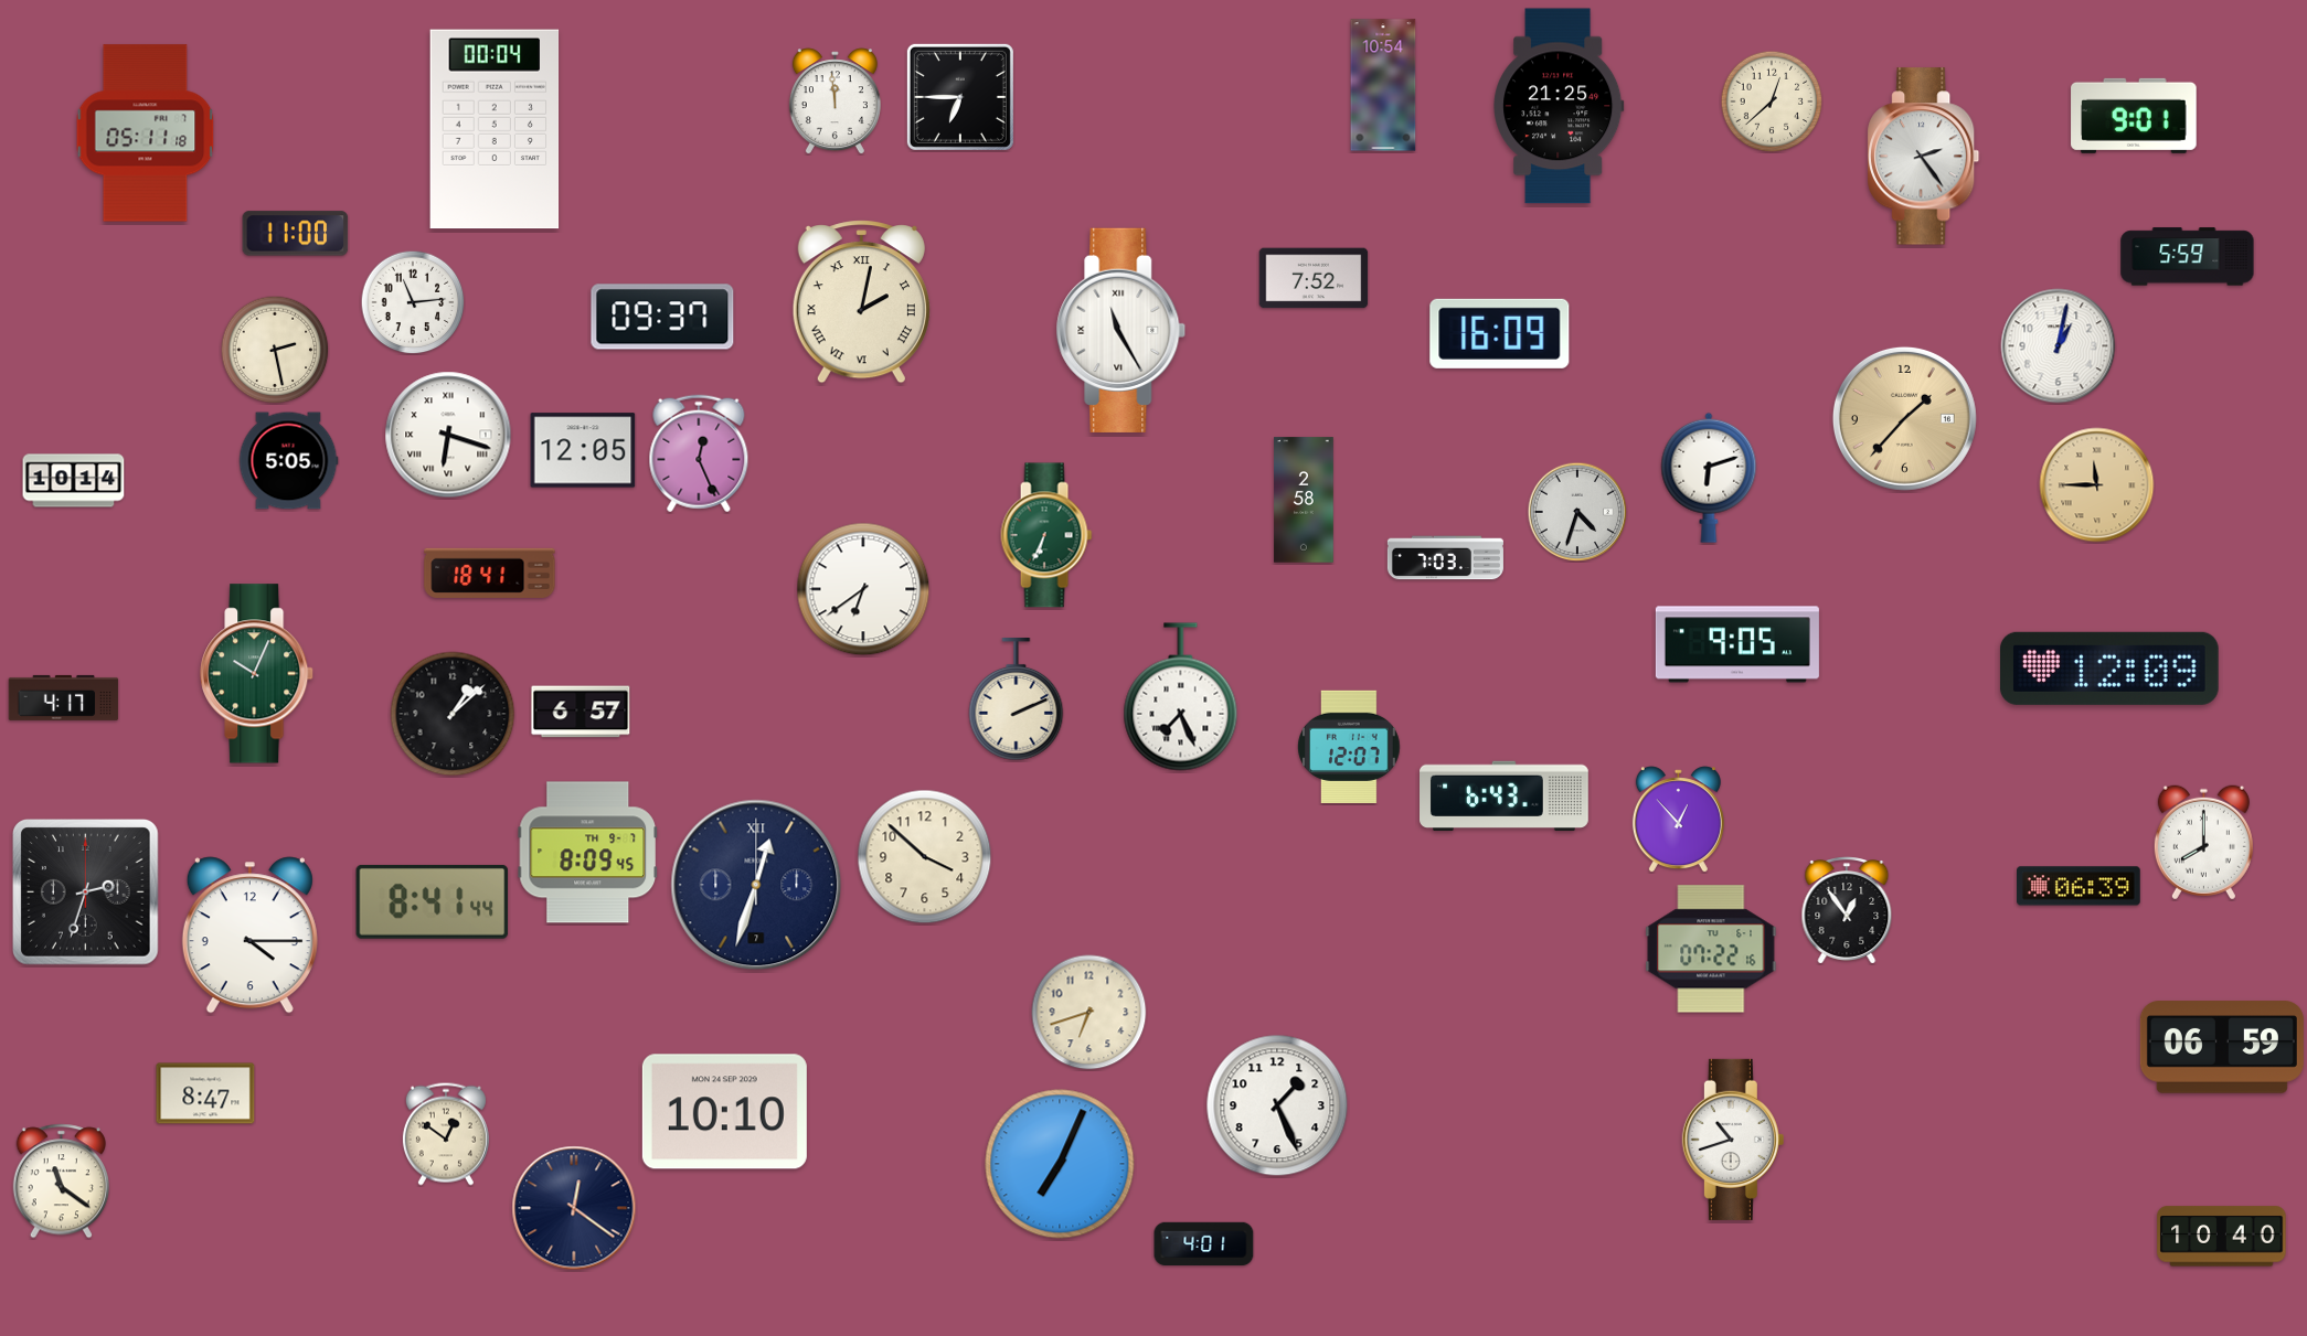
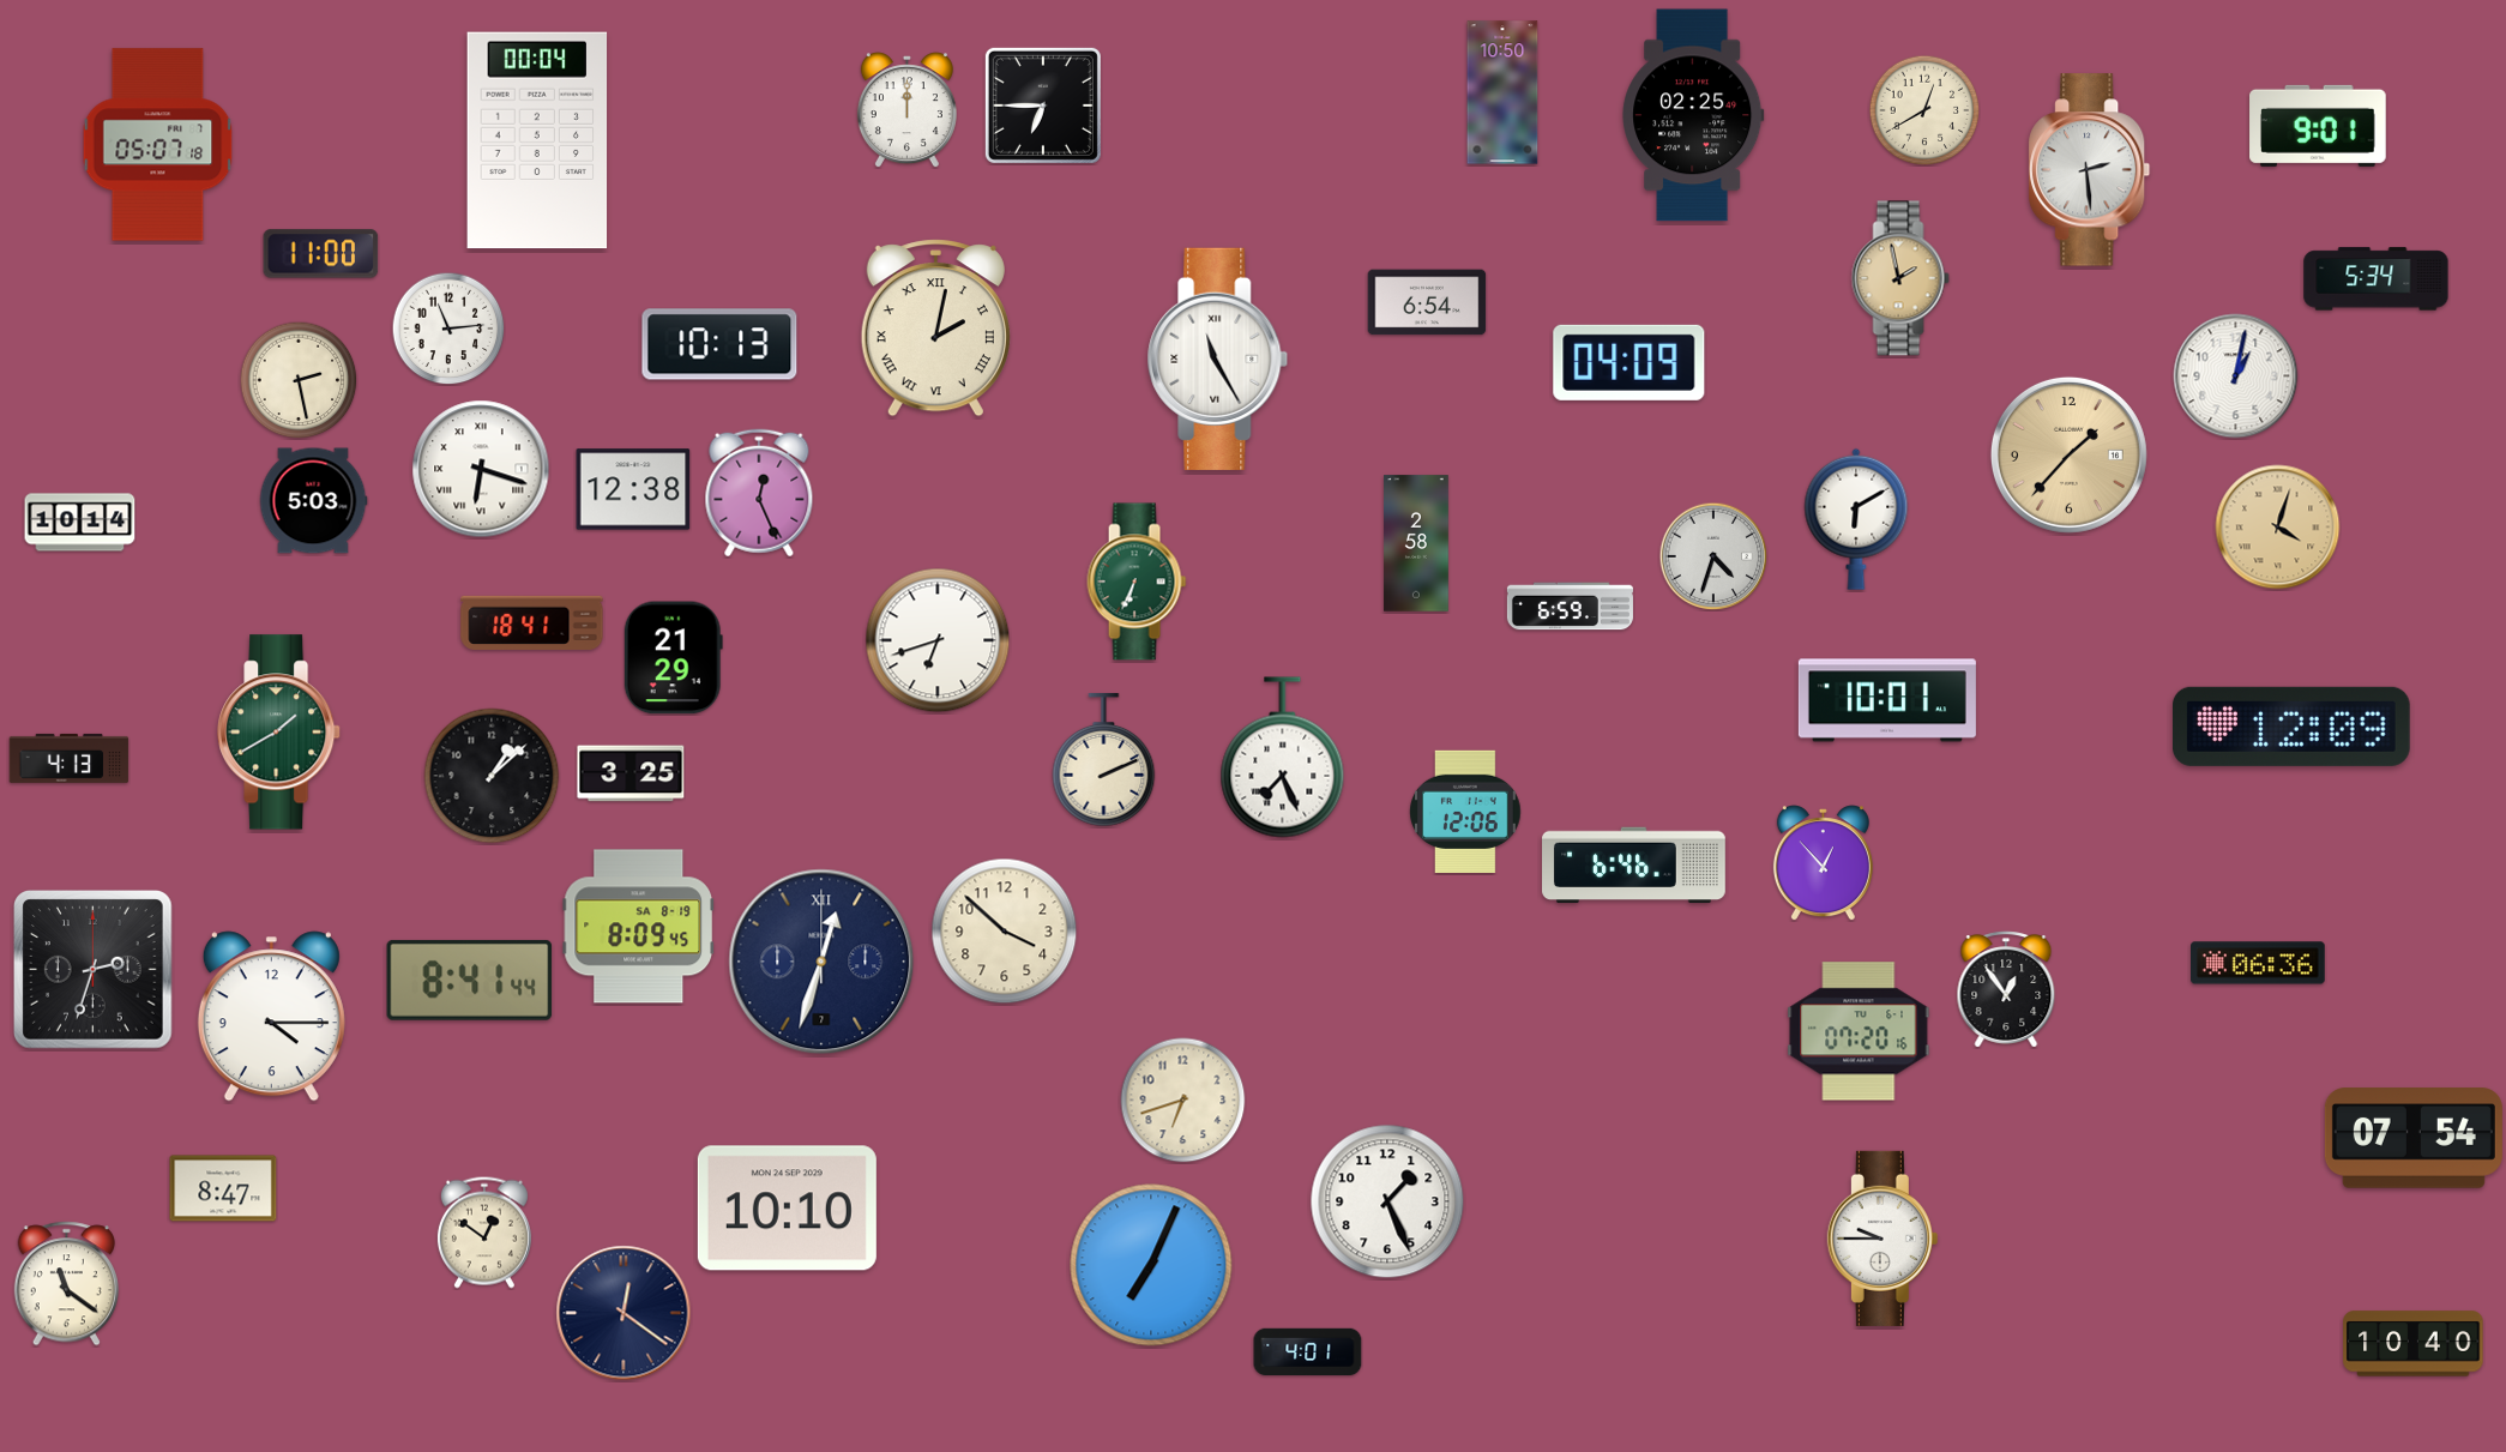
clock at (1383, 85): 10:54 -> 10:50
clock at (834, 101): 11:59 -> 12:00
clock at (1772, 101): 12:38 -> 12:40
clock at (1559, 106): 21:25 -> 02:25
clock at (146, 133): 05:11 -> 05:07
clock at (1924, 157): 2:24 -> 2:29
clock at (1900, 278): none -> 1:58
clock at (2188, 257): 5:59 -> 5:34
clock at (1314, 278): 7:52 -> 6:54
clock at (662, 317): 09:37 -> 10:13
clock at (1500, 333): 16:09 -> 04:09
clock at (448, 435) position: (448, 435) -> (481, 469)
clock at (583, 450): 12:05 -> 12:38
clock at (288, 461): 5:05 -> 5:03
clock at (1709, 478): 6:12 -> 6:10
clock at (2097, 485): 11:45 -> 4:03
clock at (1445, 558): 7:03 -> 6:59
clock at (863, 589): 6:39 -> 6:42
clock at (673, 658): none -> 21:29
clock at (1737, 644): 9:05 -> 10:01
clock at (257, 674): 10:04 -> 1:40
clock at (64, 697): 4:17 -> 4:13
clock at (581, 712): 6:57 -> 3:25
clock at (1349, 747): 12:07 -> 12:06
clock at (1505, 797): 6:43 -> 6:46
clock at (1678, 820) position: (1678, 820) -> (1823, 863)
clock at (2203, 843): 8:00 -> none
clock at (588, 853) date: TH 9-7 -> SA 8-19
clock at (2080, 886): 06:39 -> 06:36
clock at (1711, 949): 07:22 -> 07:20
clock at (2222, 1047): 06:59 -> 07:54
clock at (1733, 1140): 10:42 -> 9:45
